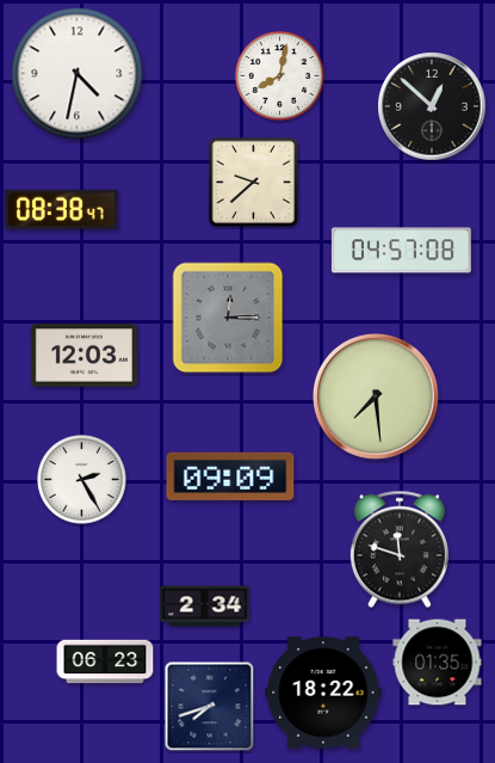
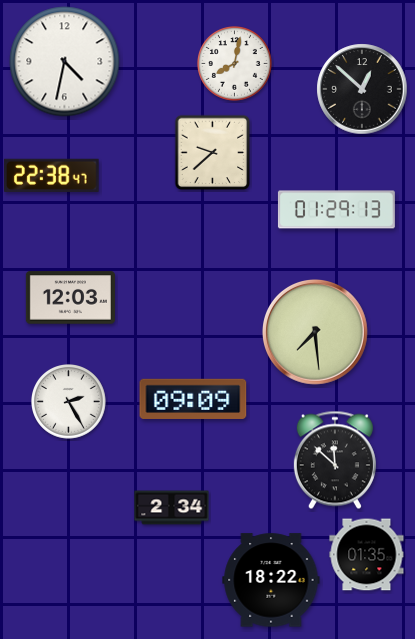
clock at (62, 209): 08:38 -> 22:38
clock at (401, 251): 04:57 -> 01:29
clock at (228, 318): 12:15 -> none
clock at (400, 549): 11:48 -> 11:52
clock at (105, 662): 06:23 -> none
clock at (210, 707): 7:42 -> none
